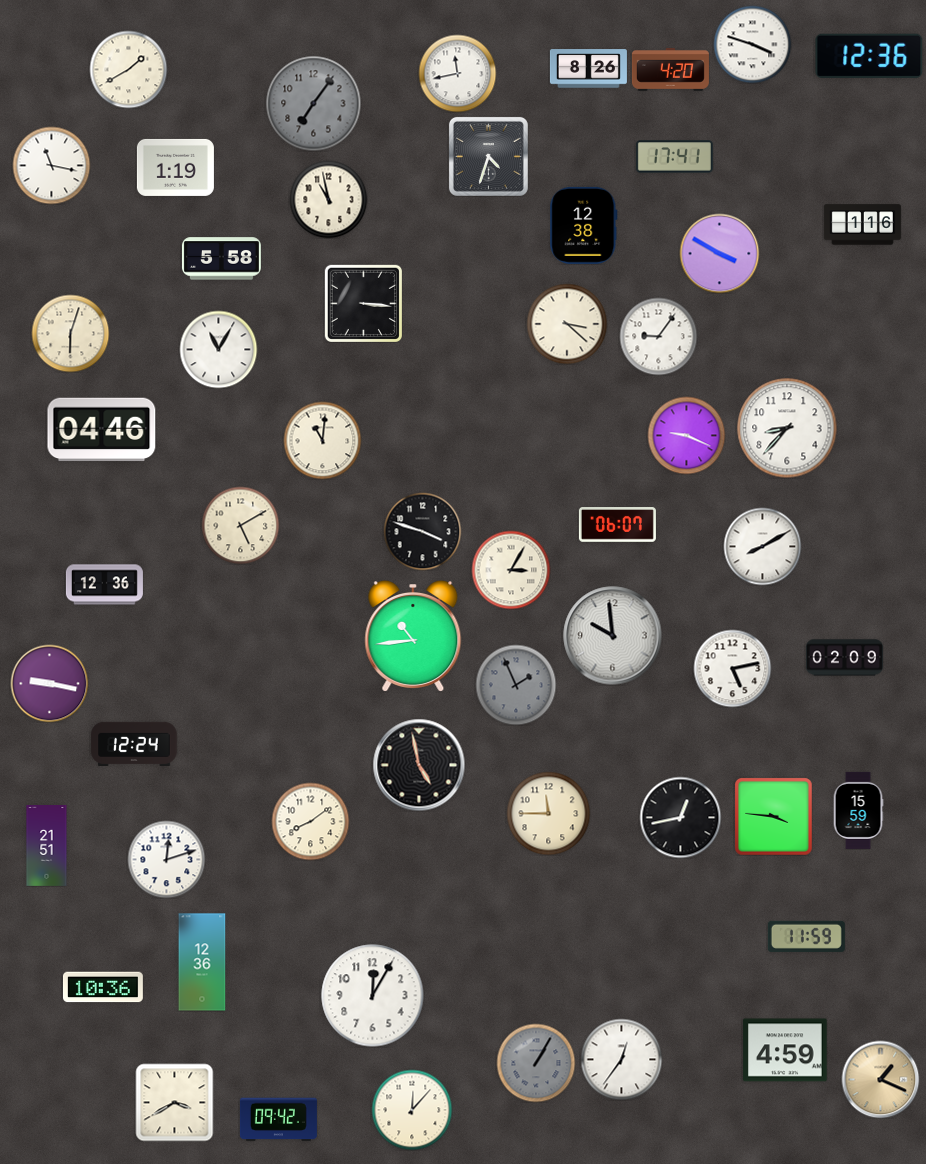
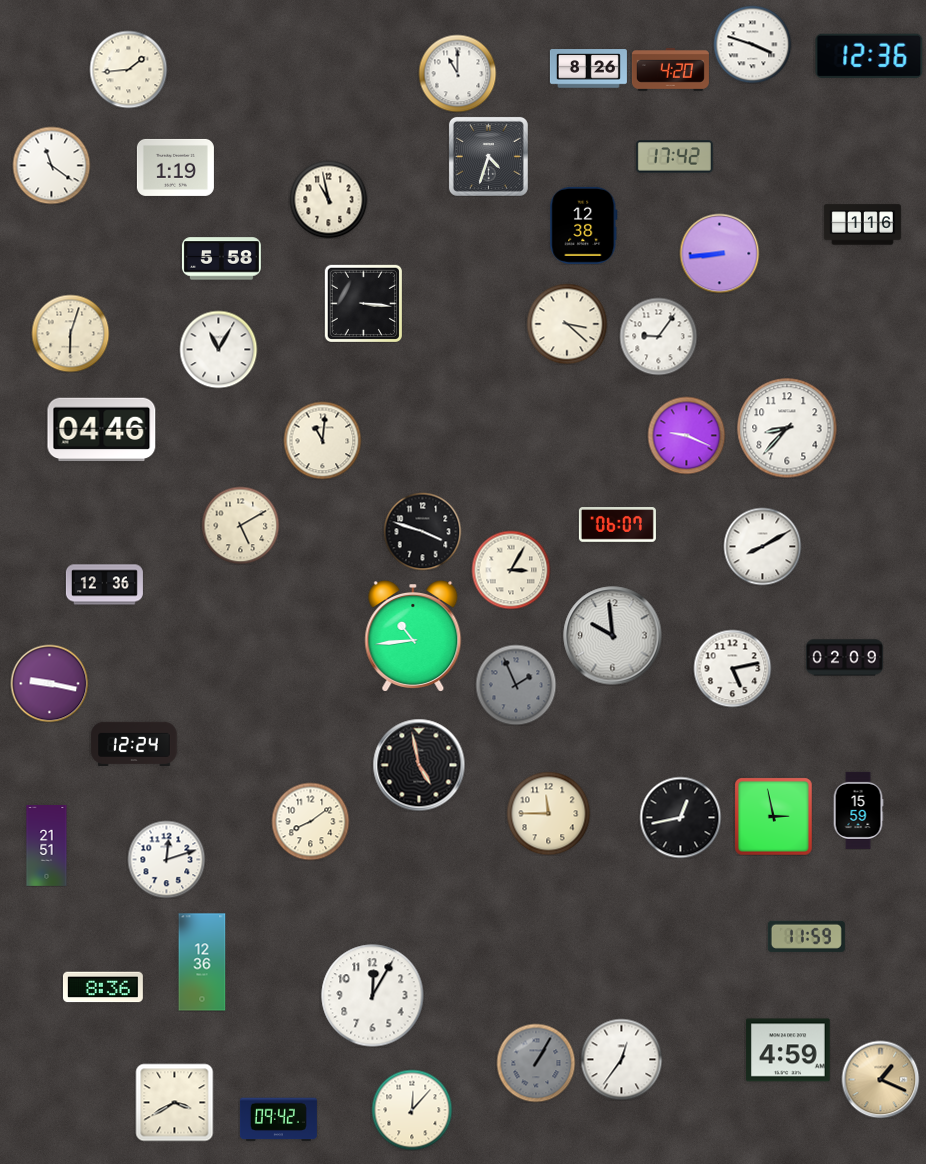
clock at (128, 69): 1:40 -> 1:44
clock at (457, 73): 11:43 -> 11:00
clock at (313, 103): 7:06 -> none
clock at (674, 157): 17:41 -> 17:42
clock at (51, 165): 11:17 -> 11:21
clock at (719, 253): 3:50 -> 8:44
clock at (773, 816): 3:46 -> 2:58
clock at (103, 987): 10:36 -> 8:36
clock at (785, 1050) position: (785, 1050) -> (788, 1050)
